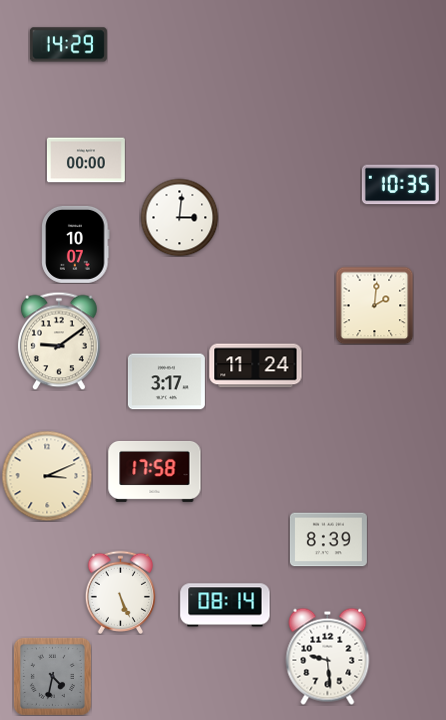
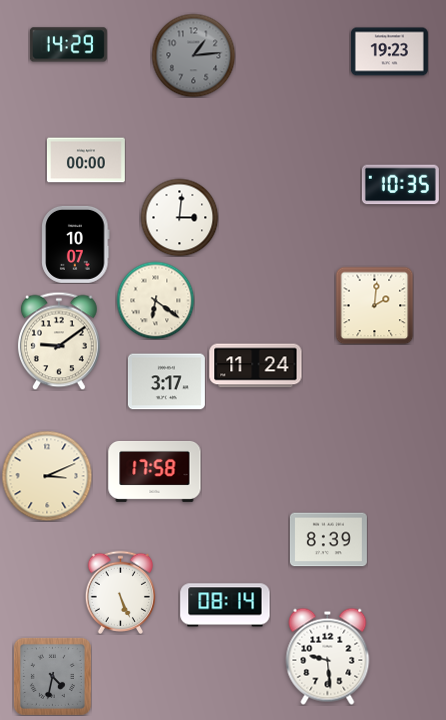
clock at (389, 52): none -> 19:23
clock at (193, 55): none -> 1:14
clock at (155, 300): none -> 6:21
